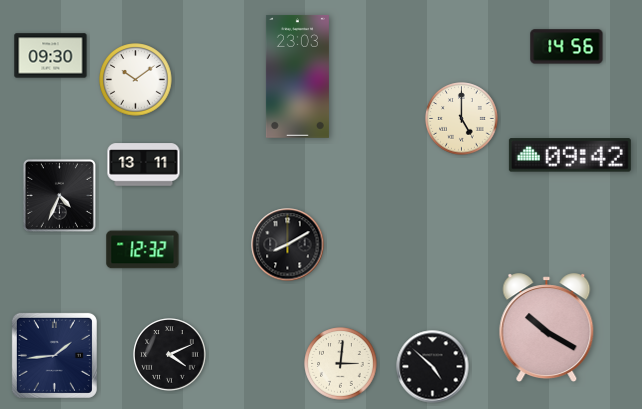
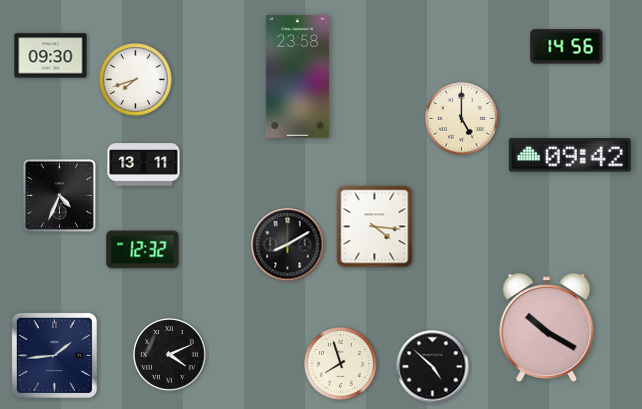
clock at (297, 76): 23:03 -> 23:58
clock at (136, 80): 10:09 -> 7:42
clock at (375, 227): none -> 4:16
clock at (341, 364): 3:01 -> 7:57
